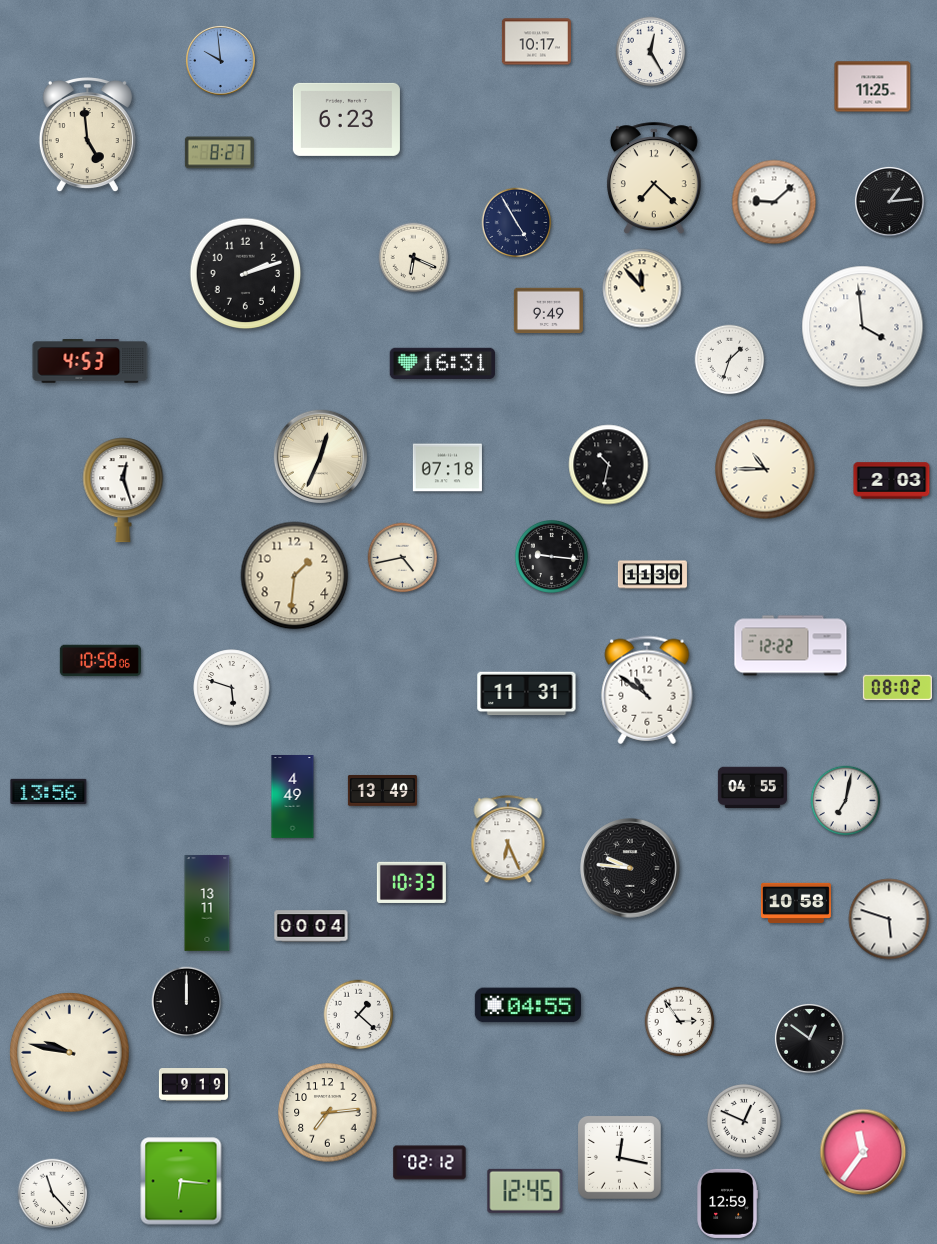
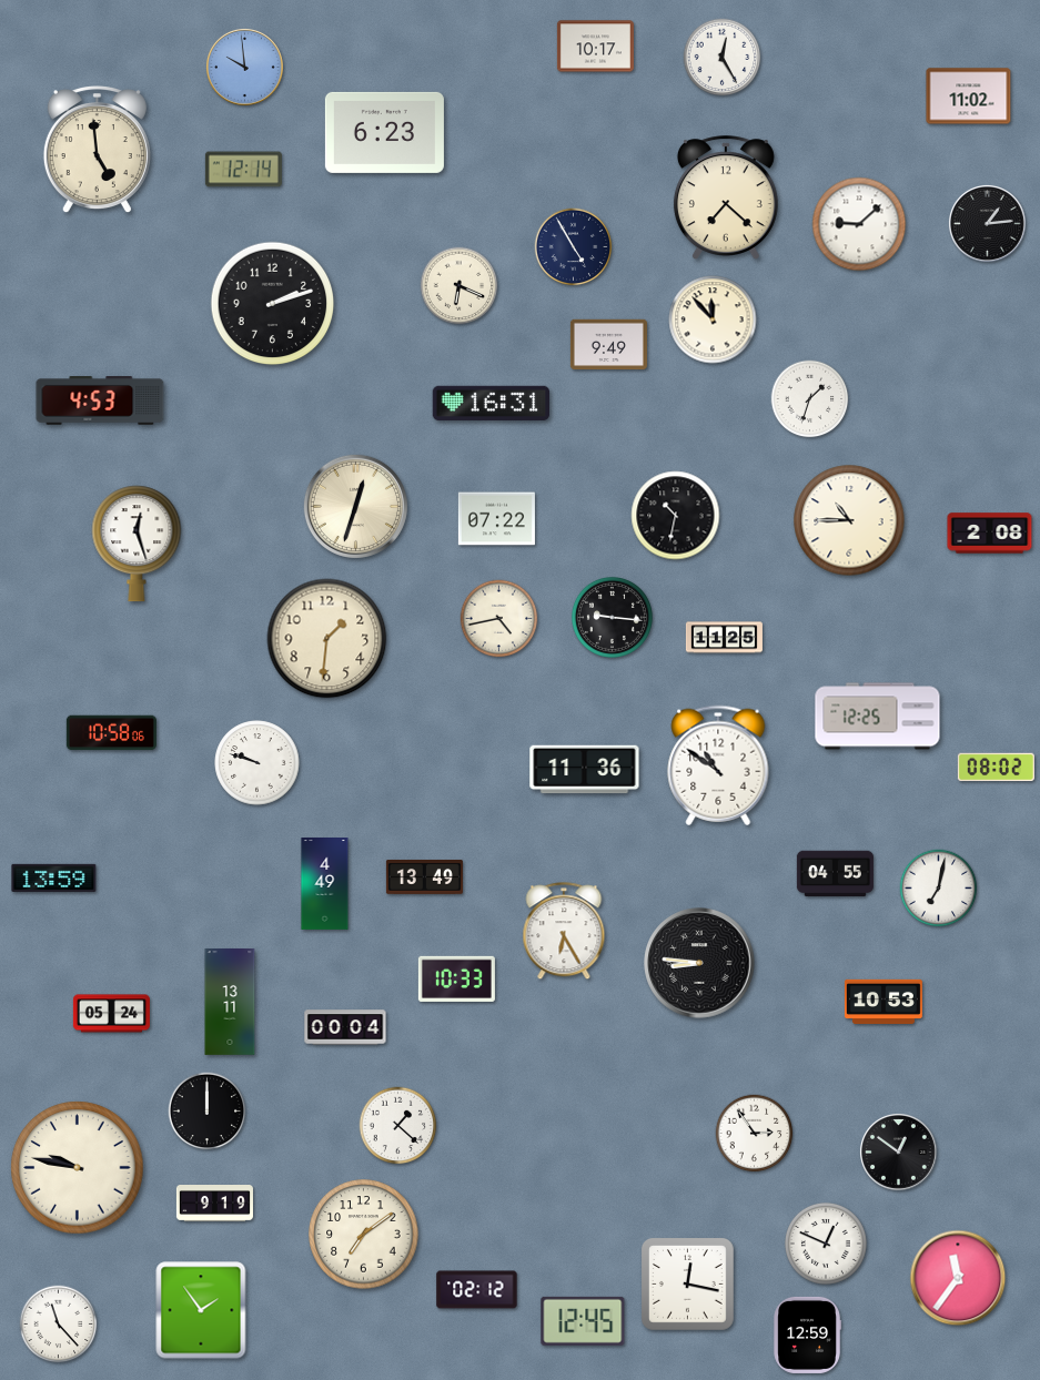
clock at (873, 87): 11:25 -> 11:02
clock at (219, 153): 8:27 -> 12:14
clock at (863, 327): 3:59 -> none
clock at (320, 456): 12:34 -> 12:33
clock at (447, 468): 07:18 -> 07:22
clock at (892, 481): 2:03 -> 2:08
clock at (403, 558) position: (403, 558) -> (499, 619)
clock at (652, 575): 11:30 -> 11:25
clock at (791, 646): 12:22 -> 12:25
clock at (232, 688): 5:48 -> 9:48
clock at (897, 688) position: (897, 688) -> (996, 768)
clock at (527, 694): 11:31 -> 11:36
clock at (49, 791): 13:56 -> 13:59
clock at (508, 840): 6:26 -> 6:25
clock at (630, 868): 9:46 -> 8:46
clock at (796, 903): 10:58 -> 10:53
clock at (111, 1014): none -> 05:24
clock at (889, 919): 5:48 -> none
clock at (528, 1005): 04:55 -> none
clock at (328, 1113): 7:14 -> 7:09
clock at (181, 1181): 6:16 -> 1:54
